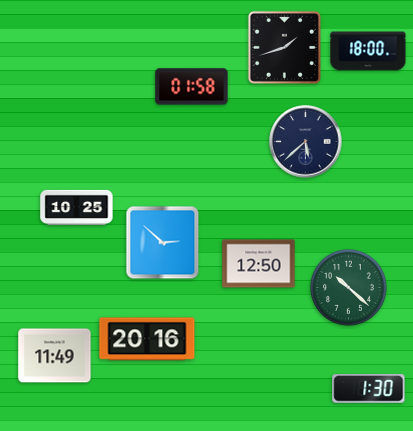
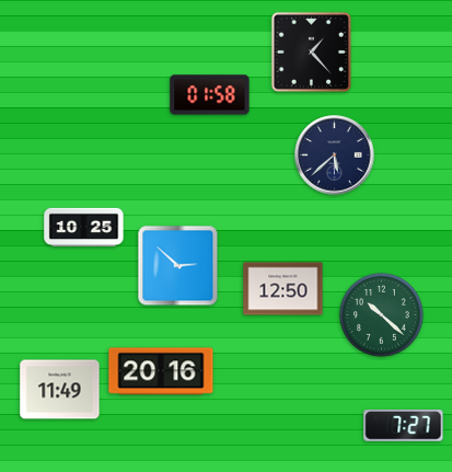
clock at (284, 47): 1:42 -> 1:23
clock at (368, 51): 18:00 -> none
clock at (369, 389): 1:30 -> 7:27
